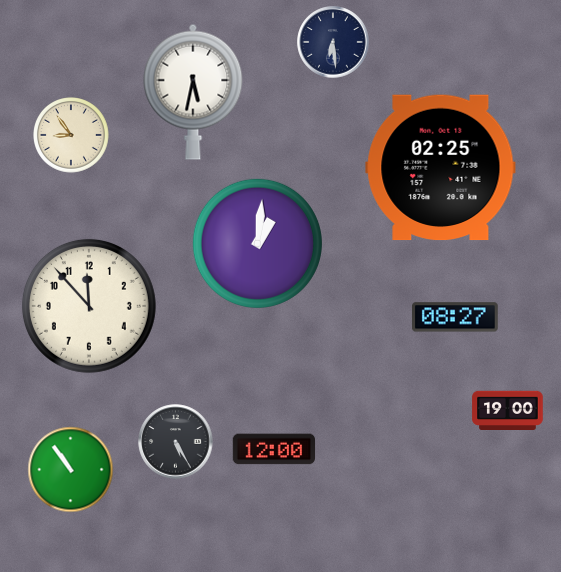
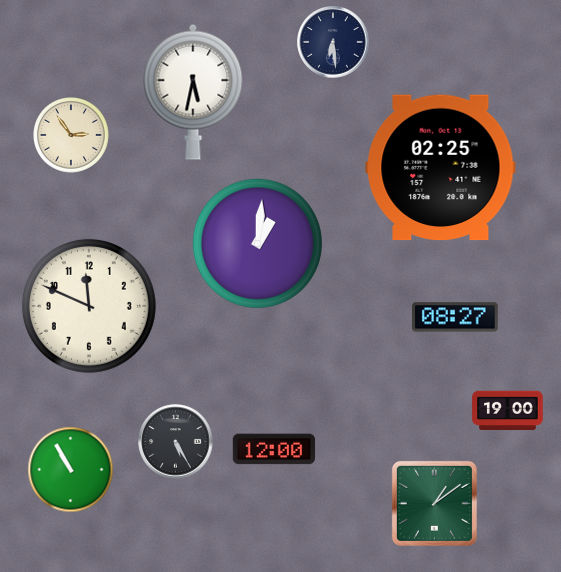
clock at (72, 136): 8:54 -> 2:54
clock at (89, 306): 11:53 -> 11:49
clock at (71, 470): 10:54 -> 10:55
clock at (434, 503): none -> 1:09
